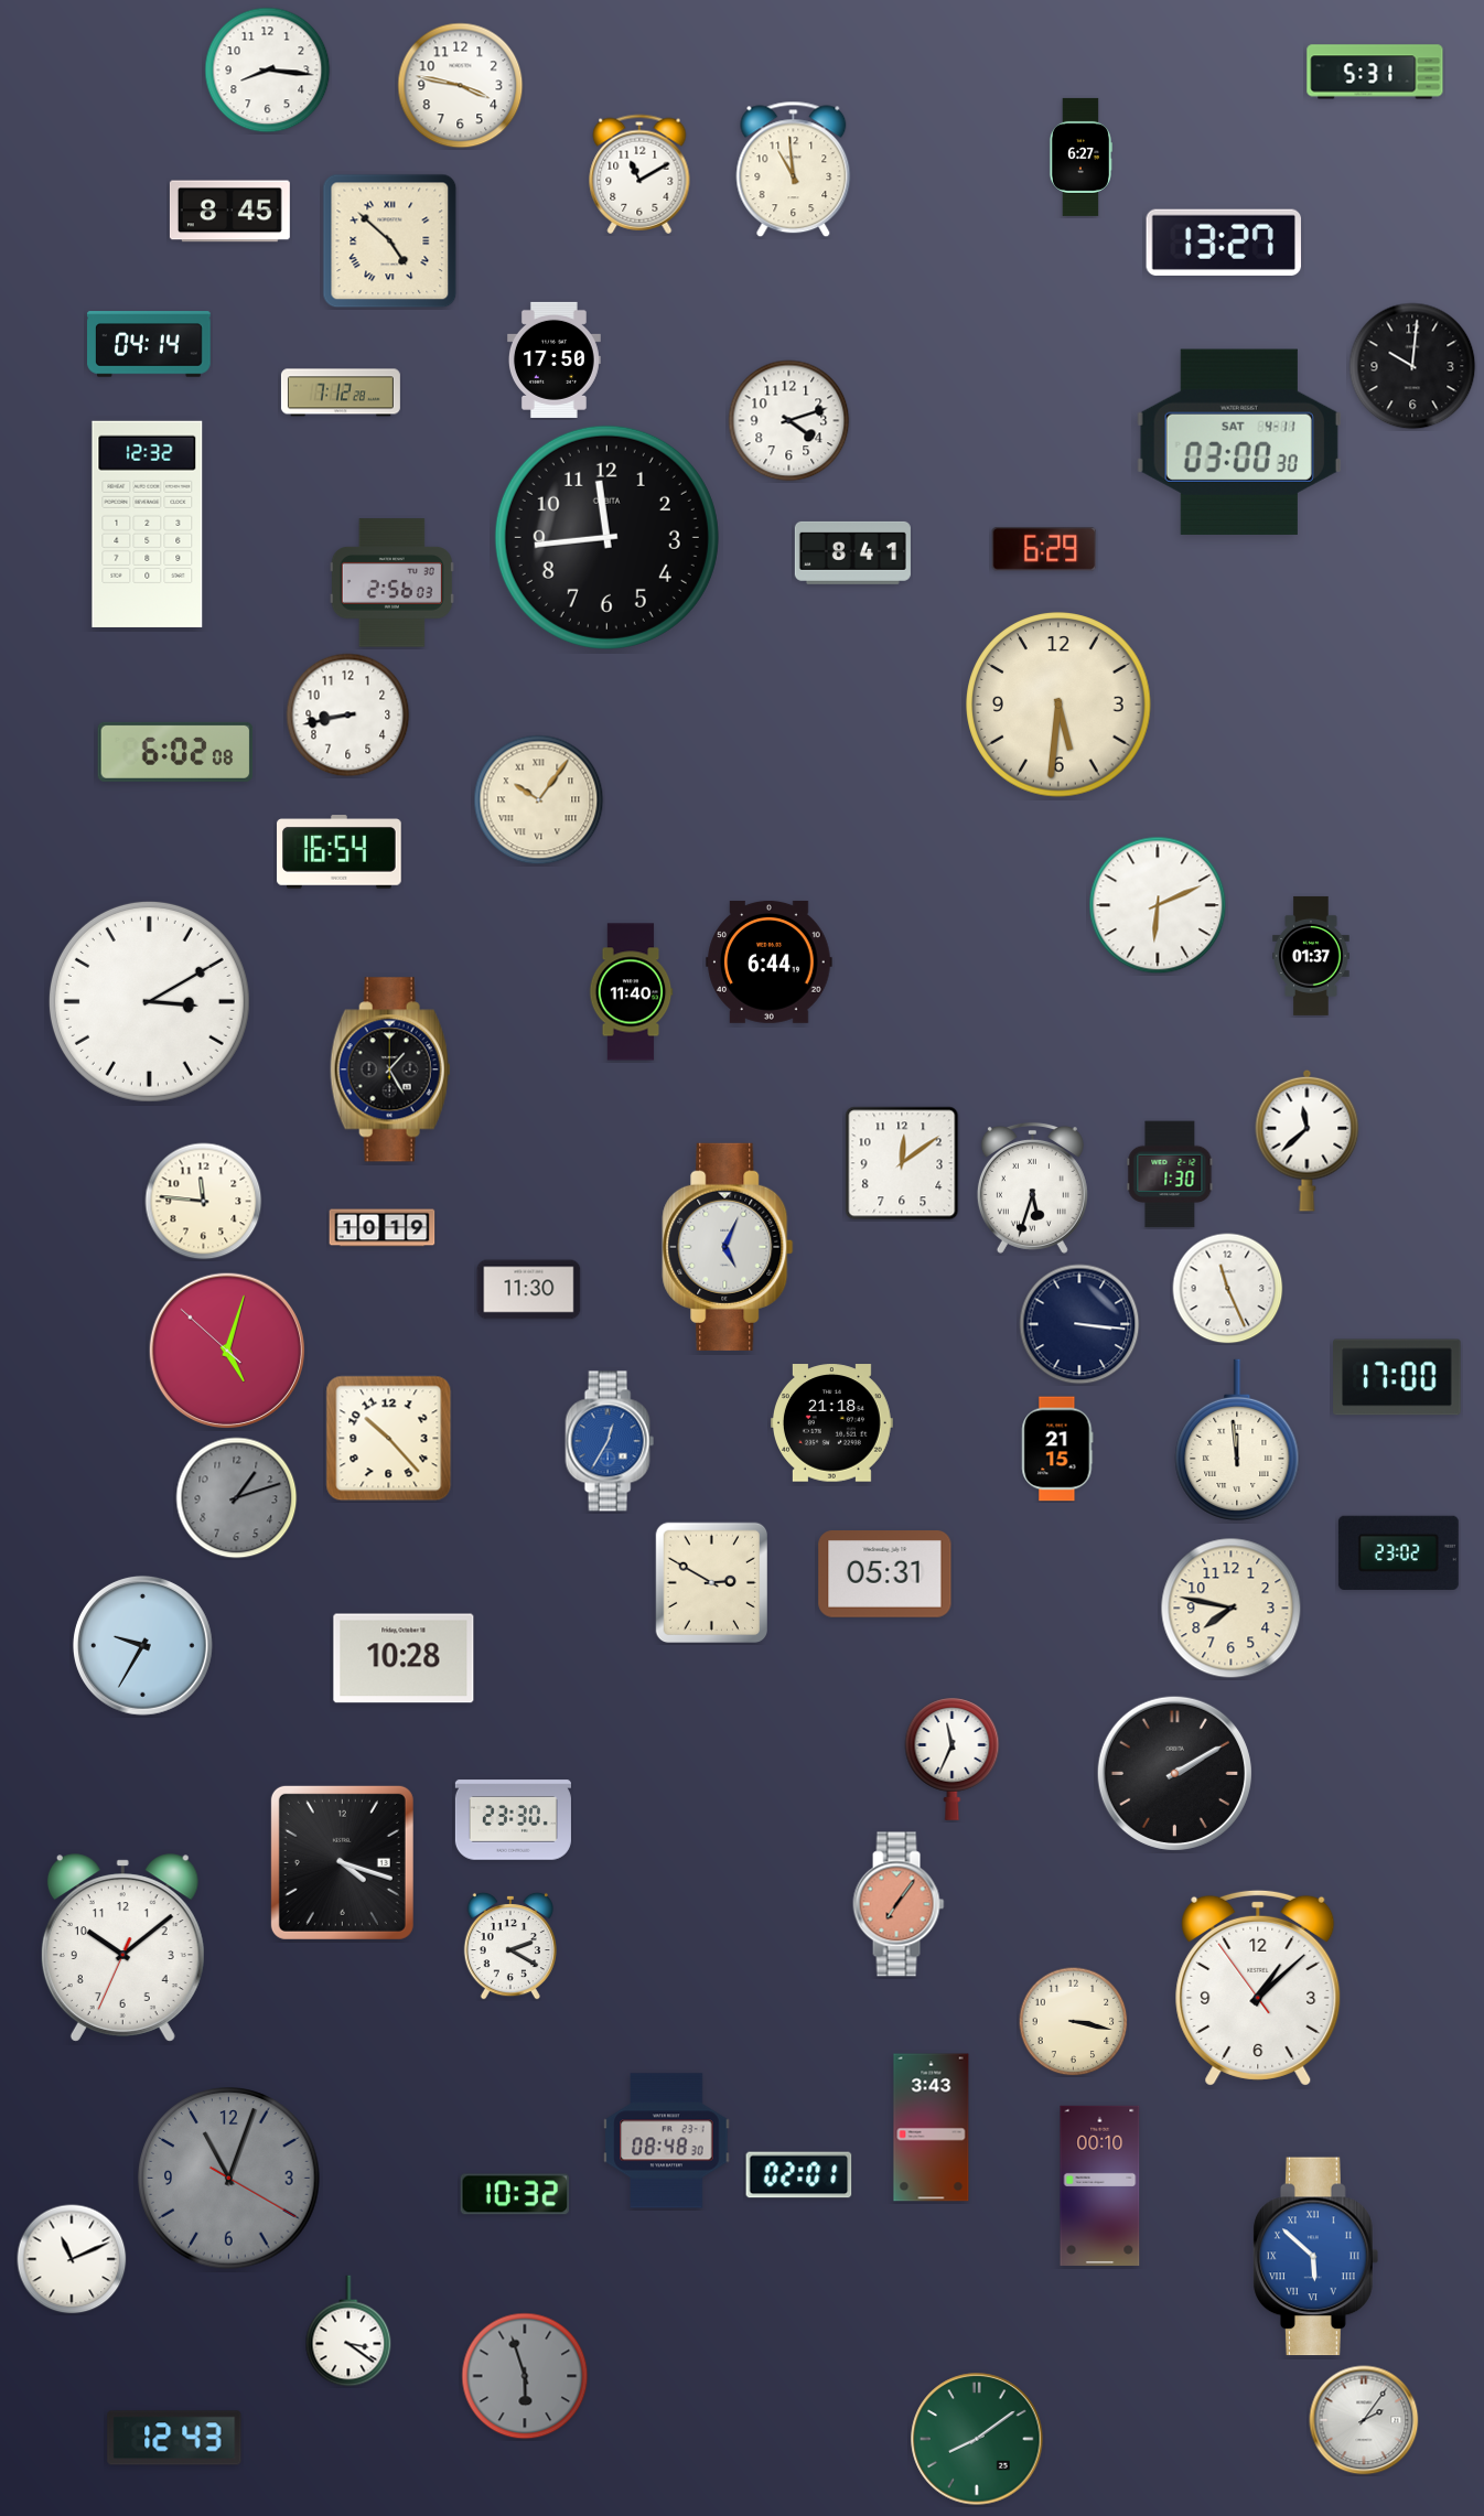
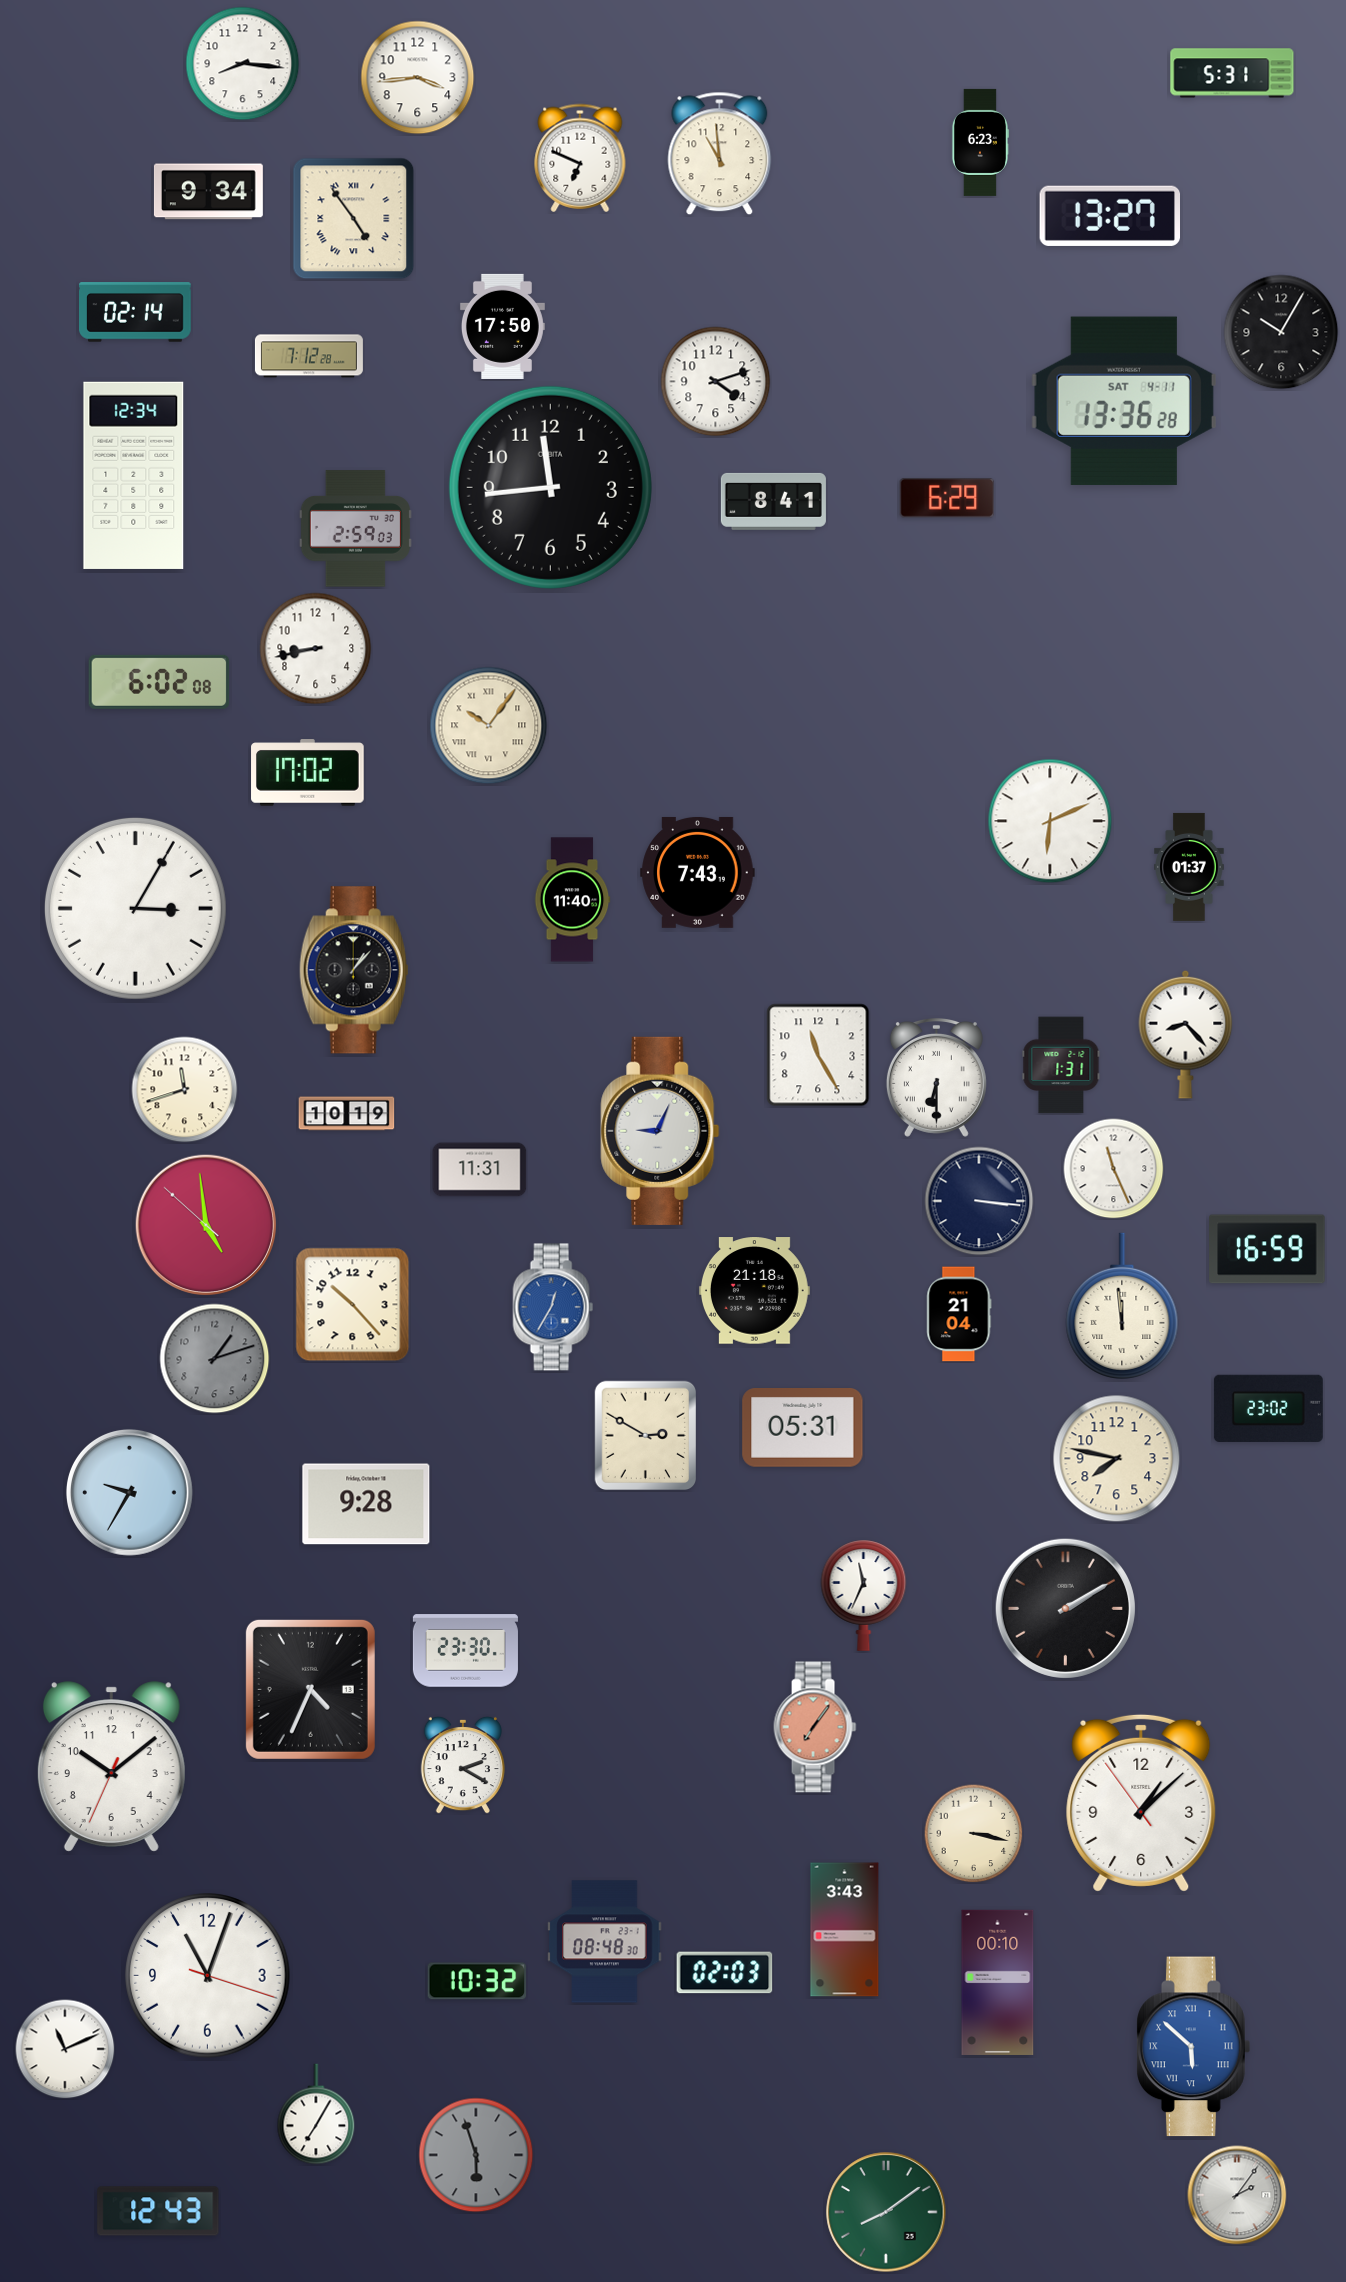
clock at (1375, 72) position: (1375, 72) -> (1232, 73)
clock at (461, 86): 3:47 -> 3:44
clock at (1080, 157): 6:27 -> 6:23
clock at (639, 174): 11:10 -> 6:49
clock at (229, 212): 8:45 -> 9:34
clock at (390, 241): 4:52 -> 4:54
clock at (1223, 243) position: (1223, 243) -> (1109, 216)
clock at (150, 344): 04:14 -> 02:14
clock at (1412, 366): 10:01 -> 10:05
clock at (1239, 442): 03:00 -> 13:36
clock at (148, 524): 12:32 -> 12:34
clock at (391, 583): 2:56 -> 2:59
clock at (1058, 705): 5:31 -> none
clock at (340, 852): 16:54 -> 17:02
clock at (770, 961): 6:44 -> 7:43
clock at (149, 1001): 3:10 -> 3:05
clock at (390, 1069): 1:25 -> 1:07
clock at (1308, 1140): 11:38 -> 8:23
clock at (902, 1163): 12:09 -> 11:25
clock at (1170, 1174): 1:30 -> 1:31
clock at (1032, 1187): 5:33 -> 6:30
clock at (204, 1202): 11:46 -> 11:42
clock at (728, 1247): 5:04 -> 9:04
clock at (529, 1290): 11:30 -> 11:31
clock at (226, 1350): 5:02 -> 4:58
clock at (1397, 1377): 17:00 -> 16:59
clock at (1057, 1449): 21:15 -> 21:04
clock at (404, 1658): 10:28 -> 9:28
clock at (342, 1862): 4:18 -> 4:34
clock at (799, 2175): 02:01 -> 02:03
clock at (229, 2179): 11:03:20 -> 11:03:18
clock at (229, 2179) dial: grey -> white
clock at (515, 2194) position: (515, 2194) -> (477, 1981)
clock at (348, 2331): 3:21 -> 7:05
